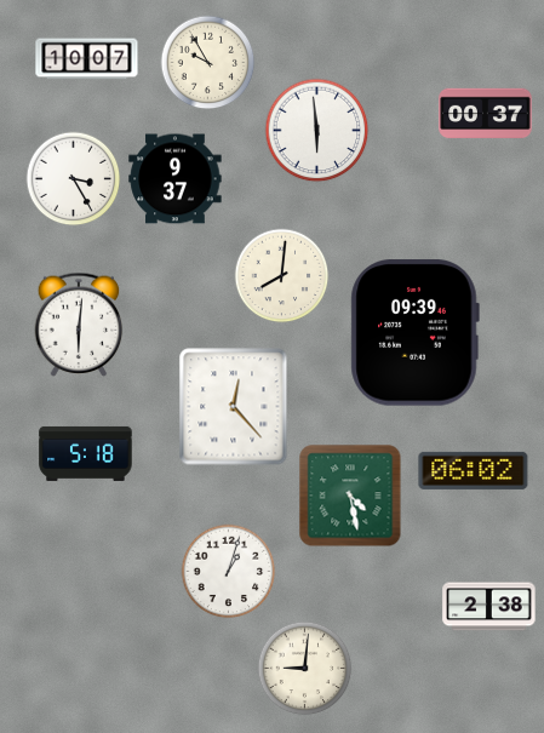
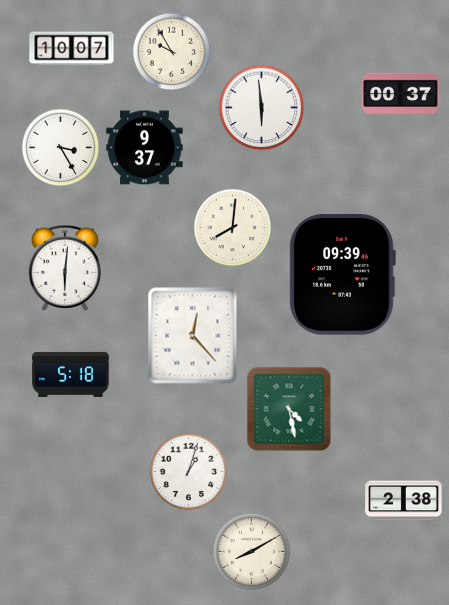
clock at (474, 470): 06:02 -> none
clock at (304, 668): 9:01 -> 8:10
